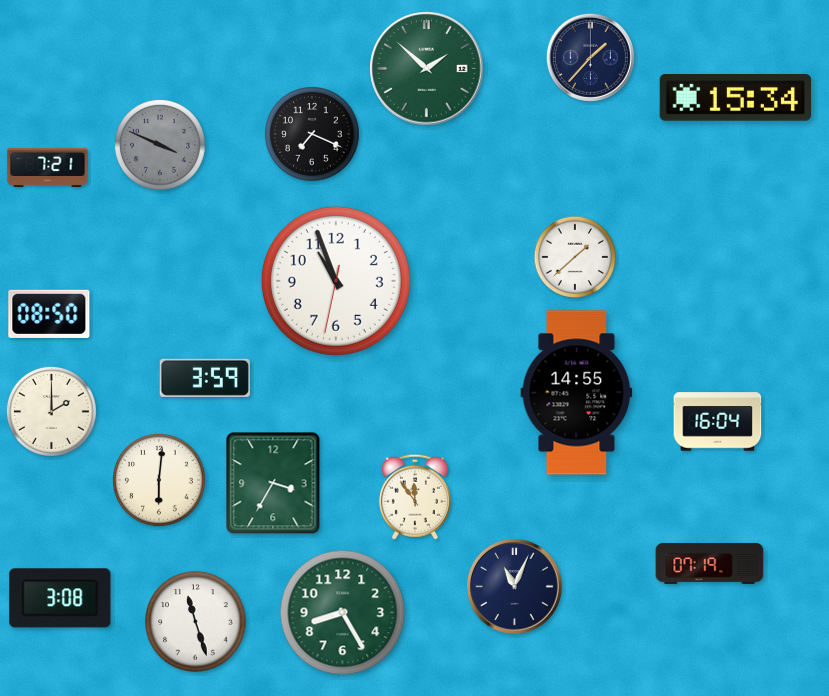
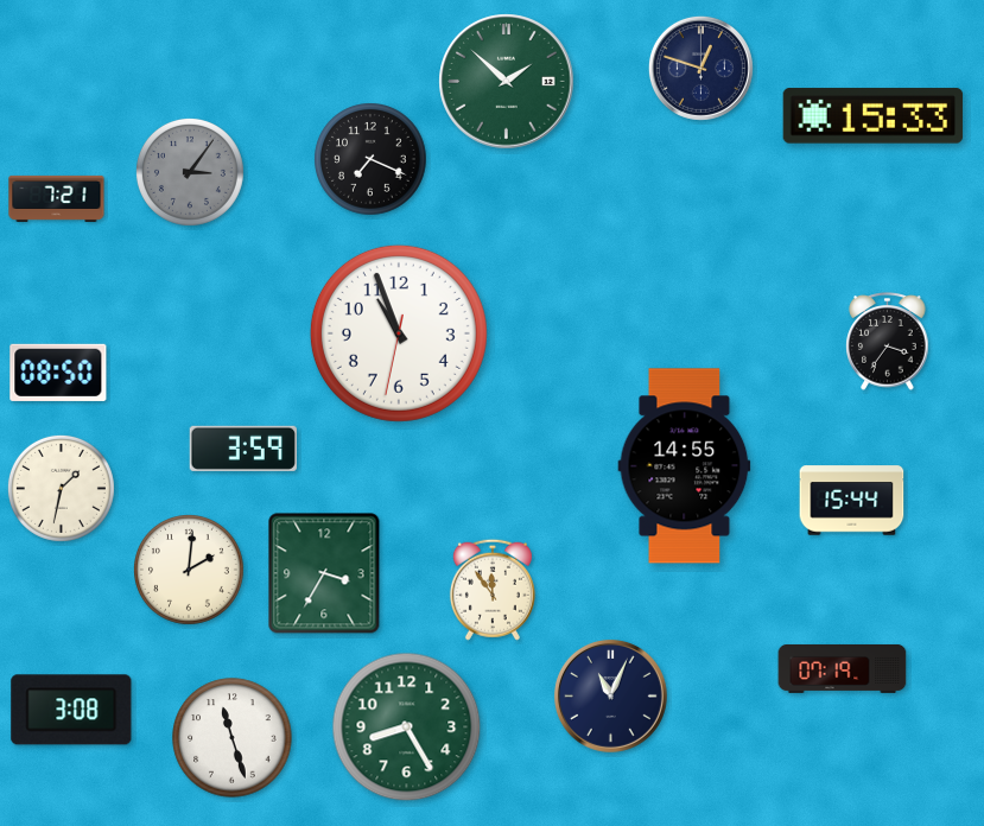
clock at (590, 57): 1:37 -> 12:48
clock at (736, 98): 15:34 -> 15:33
clock at (160, 145): 3:49 -> 3:06
clock at (574, 256): 1:38 -> none
clock at (888, 342): none -> 3:36
clock at (51, 411): 2:00 -> 1:32
clock at (718, 422): 16:04 -> 15:44
clock at (160, 481): 6:01 -> 2:01
